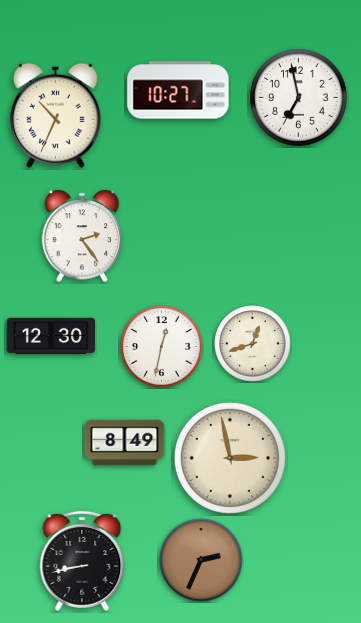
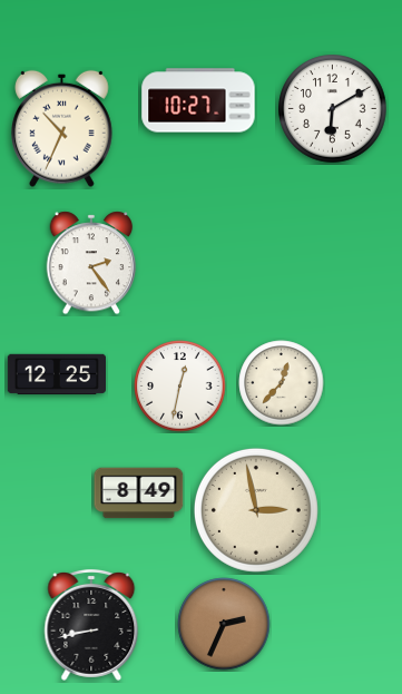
clock at (299, 98): 6:58 -> 6:10
clock at (50, 336): 12:30 -> 12:25
clock at (253, 344): 12:42 -> 12:37
